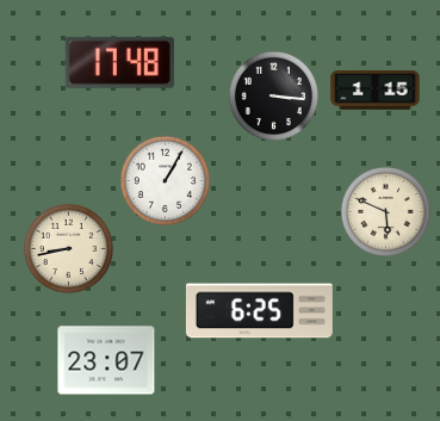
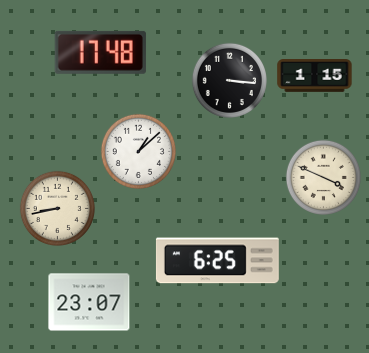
clock at (165, 180): 1:05 -> 1:08
clock at (385, 211): 5:49 -> 3:49
